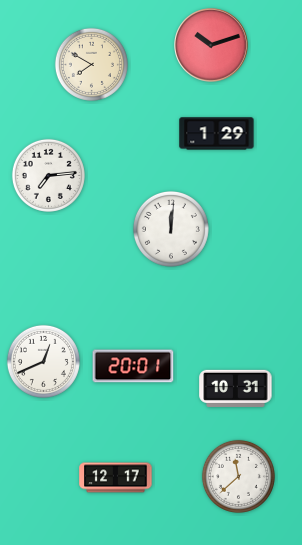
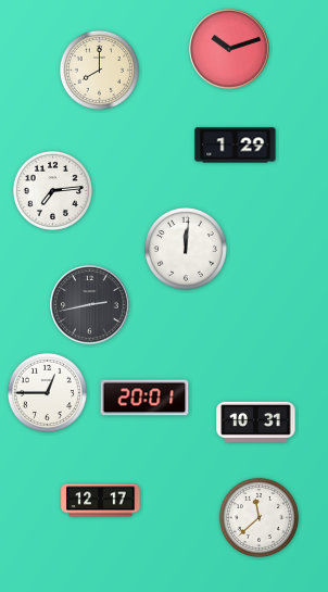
clock at (91, 64): 7:50 -> 8:00
clock at (90, 305): none -> 2:43
clock at (43, 361): 12:41 -> 12:45
clock at (116, 478) position: (116, 478) -> (101, 501)
